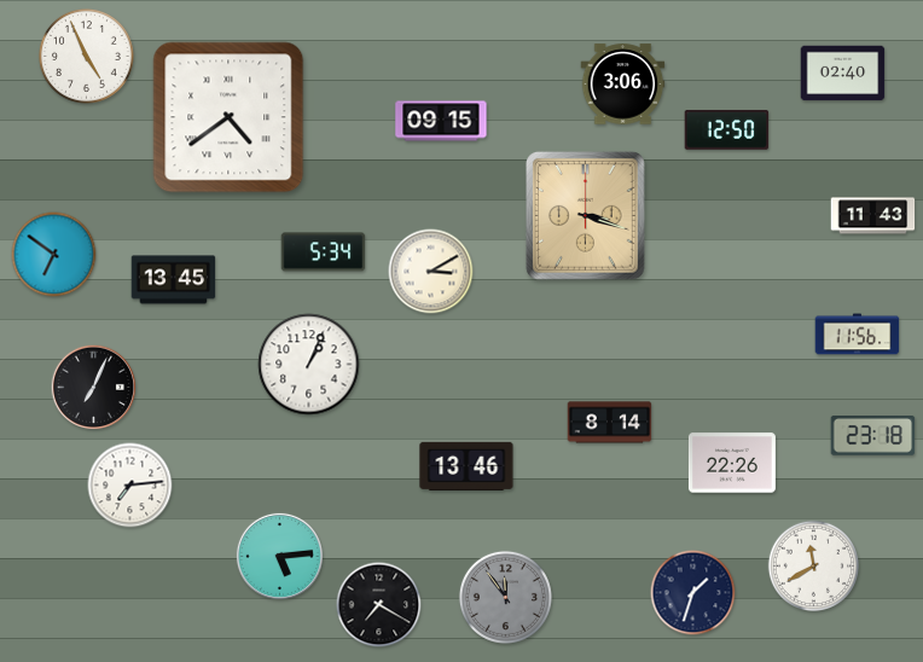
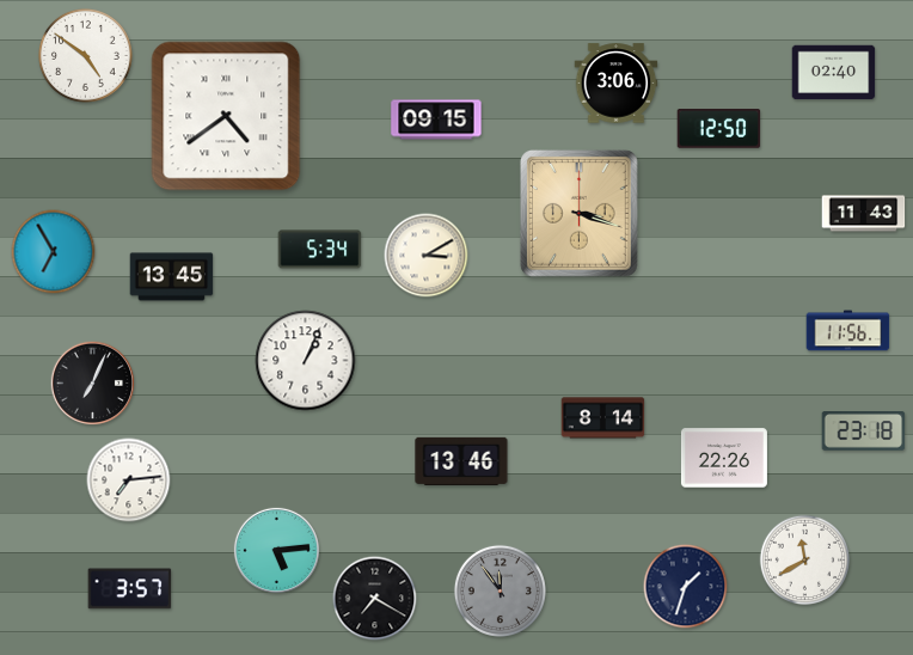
clock at (86, 56): 4:56 -> 4:51
clock at (54, 255): 6:51 -> 6:55
clock at (431, 272) position: (431, 272) -> (427, 256)
clock at (130, 589): none -> 3:57
